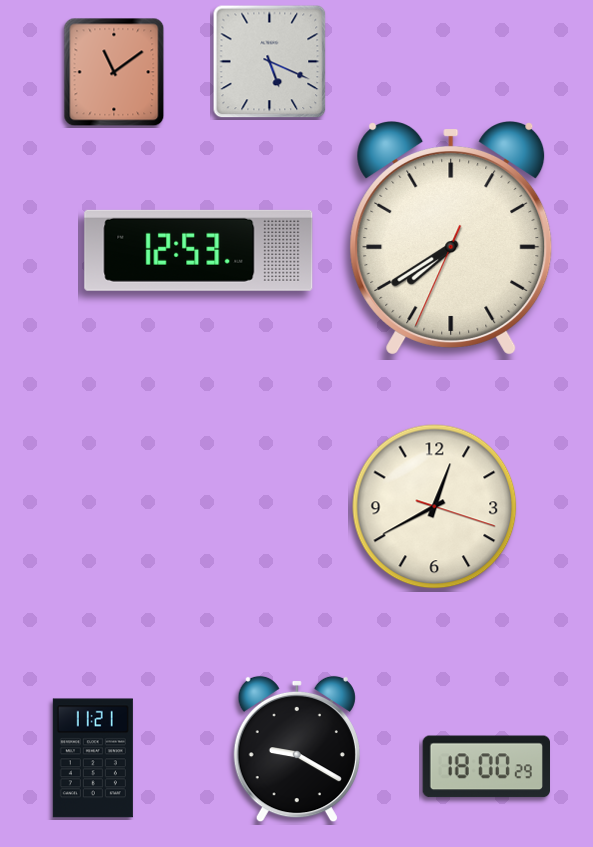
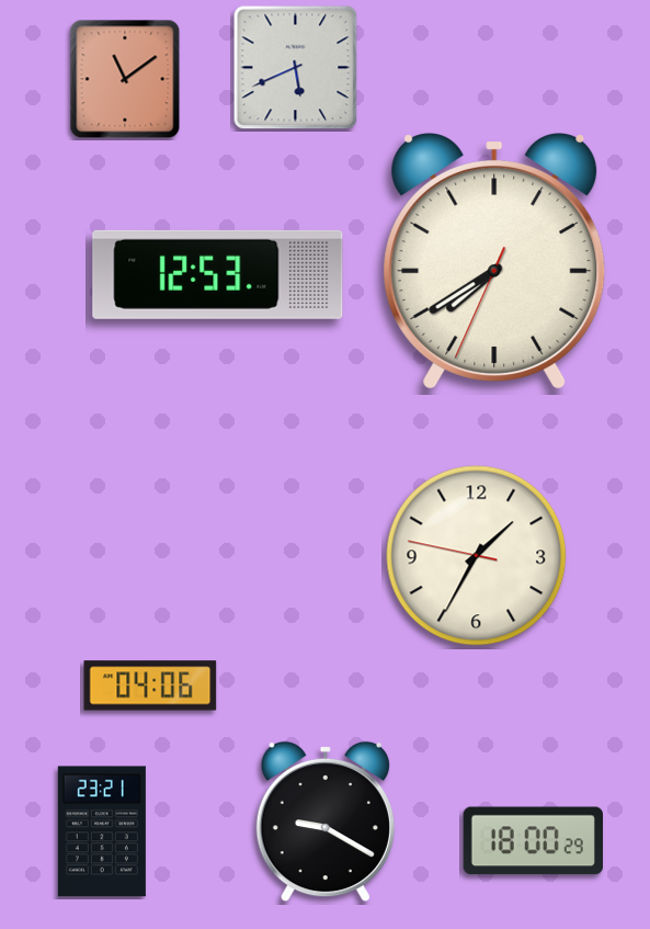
clock at (270, 62): 5:19 -> 5:41
clock at (435, 507): 12:40 -> 1:34
clock at (150, 686): none -> 04:06
clock at (93, 758): 11:21 -> 23:21
